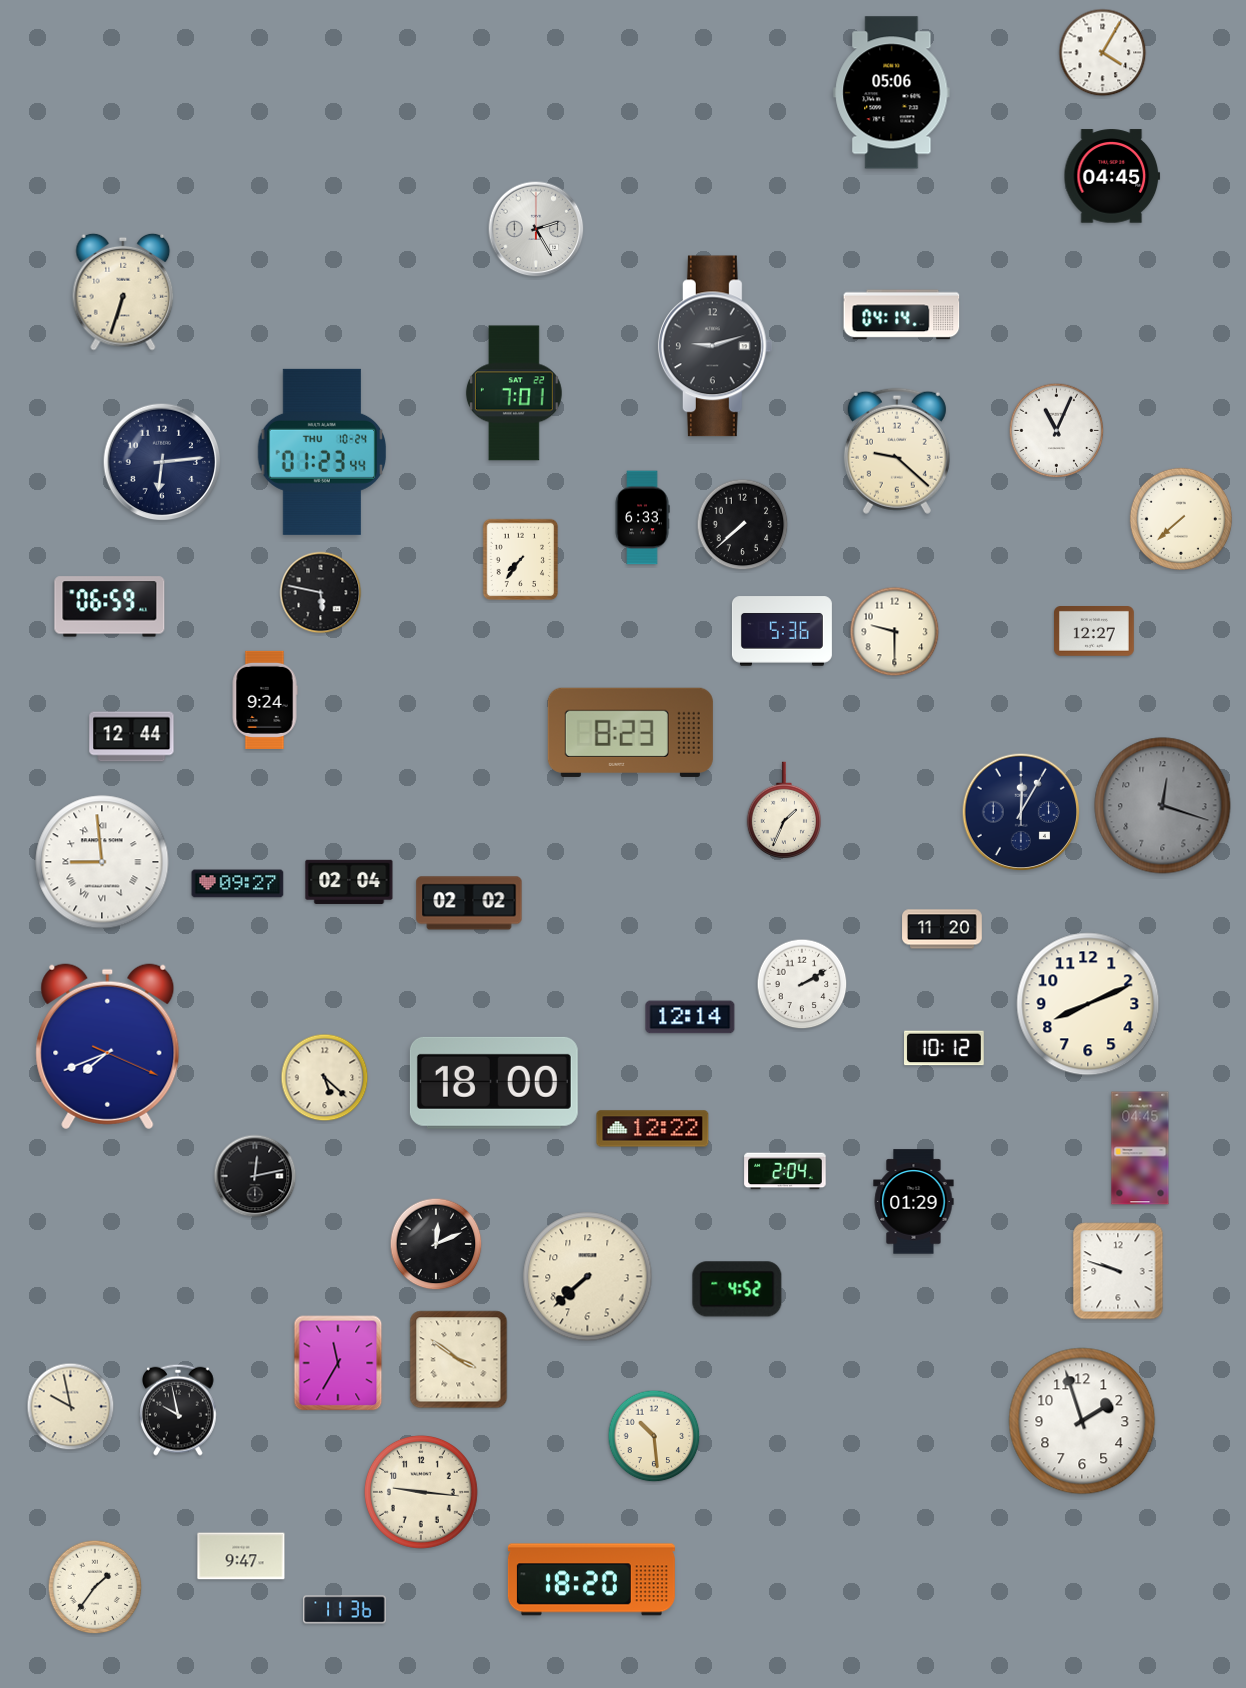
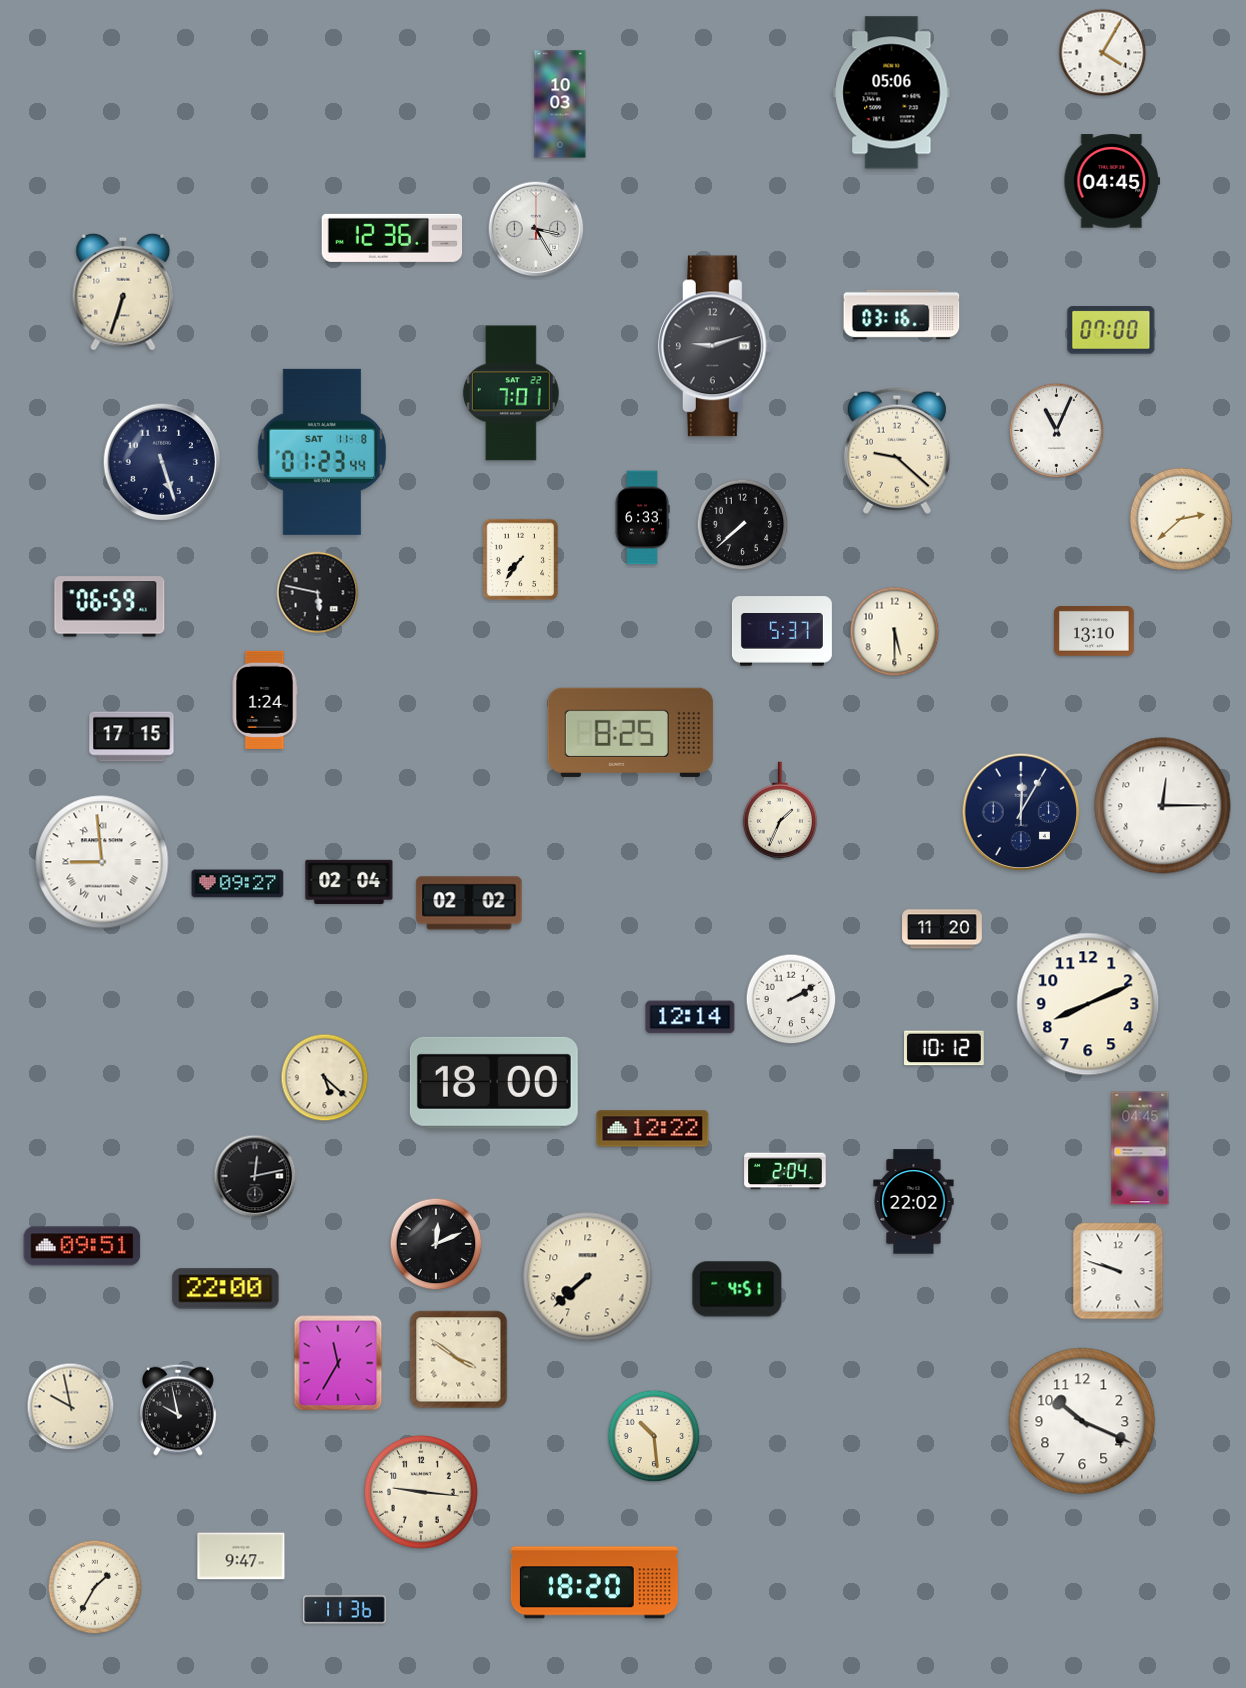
clock at (560, 104): none -> 10:03
clock at (1112, 176) position: (1112, 176) -> (1112, 181)
clock at (536, 229): 2:25 -> 3:25
clock at (392, 238): none -> 12:36
clock at (902, 315): 04:14 -> 03:16
clock at (1111, 330): none -> 07:00
clock at (514, 393) position: (514, 393) -> (511, 393)
clock at (322, 452) date: THU 10-24 -> SAT 11-8
clock at (162, 462): 6:14 -> 5:27
clock at (1181, 519): 7:38 -> 2:38
clock at (321, 593) position: (321, 593) -> (318, 593)
clock at (782, 631): 5:36 -> 5:37
clock at (895, 632): 9:30 -> 5:30
clock at (1094, 632): 12:27 -> 13:10
clock at (265, 700): 9:24 -> 1:24
clock at (630, 732): 8:23 -> 8:25
clock at (132, 737): 12:44 -> 17:15
clock at (1163, 806): 12:18 -> 12:15
clock at (1163, 806) dial: grey -> white
clock at (783, 811) position: (783, 811) -> (779, 811)
clock at (802, 984) position: (802, 984) -> (791, 999)
clock at (108, 1047): 7:41 -> none
clock at (914, 1202): 01:29 -> 22:02
clock at (82, 1246): none -> 09:51
clock at (226, 1289): none -> 22:00
clock at (737, 1289): 4:52 -> 4:51
clock at (1082, 1421): 1:57 -> 10:19
clock at (591, 1580) position: (591, 1580) -> (594, 1583)
clock at (95, 1587): 1:36 -> 1:35
